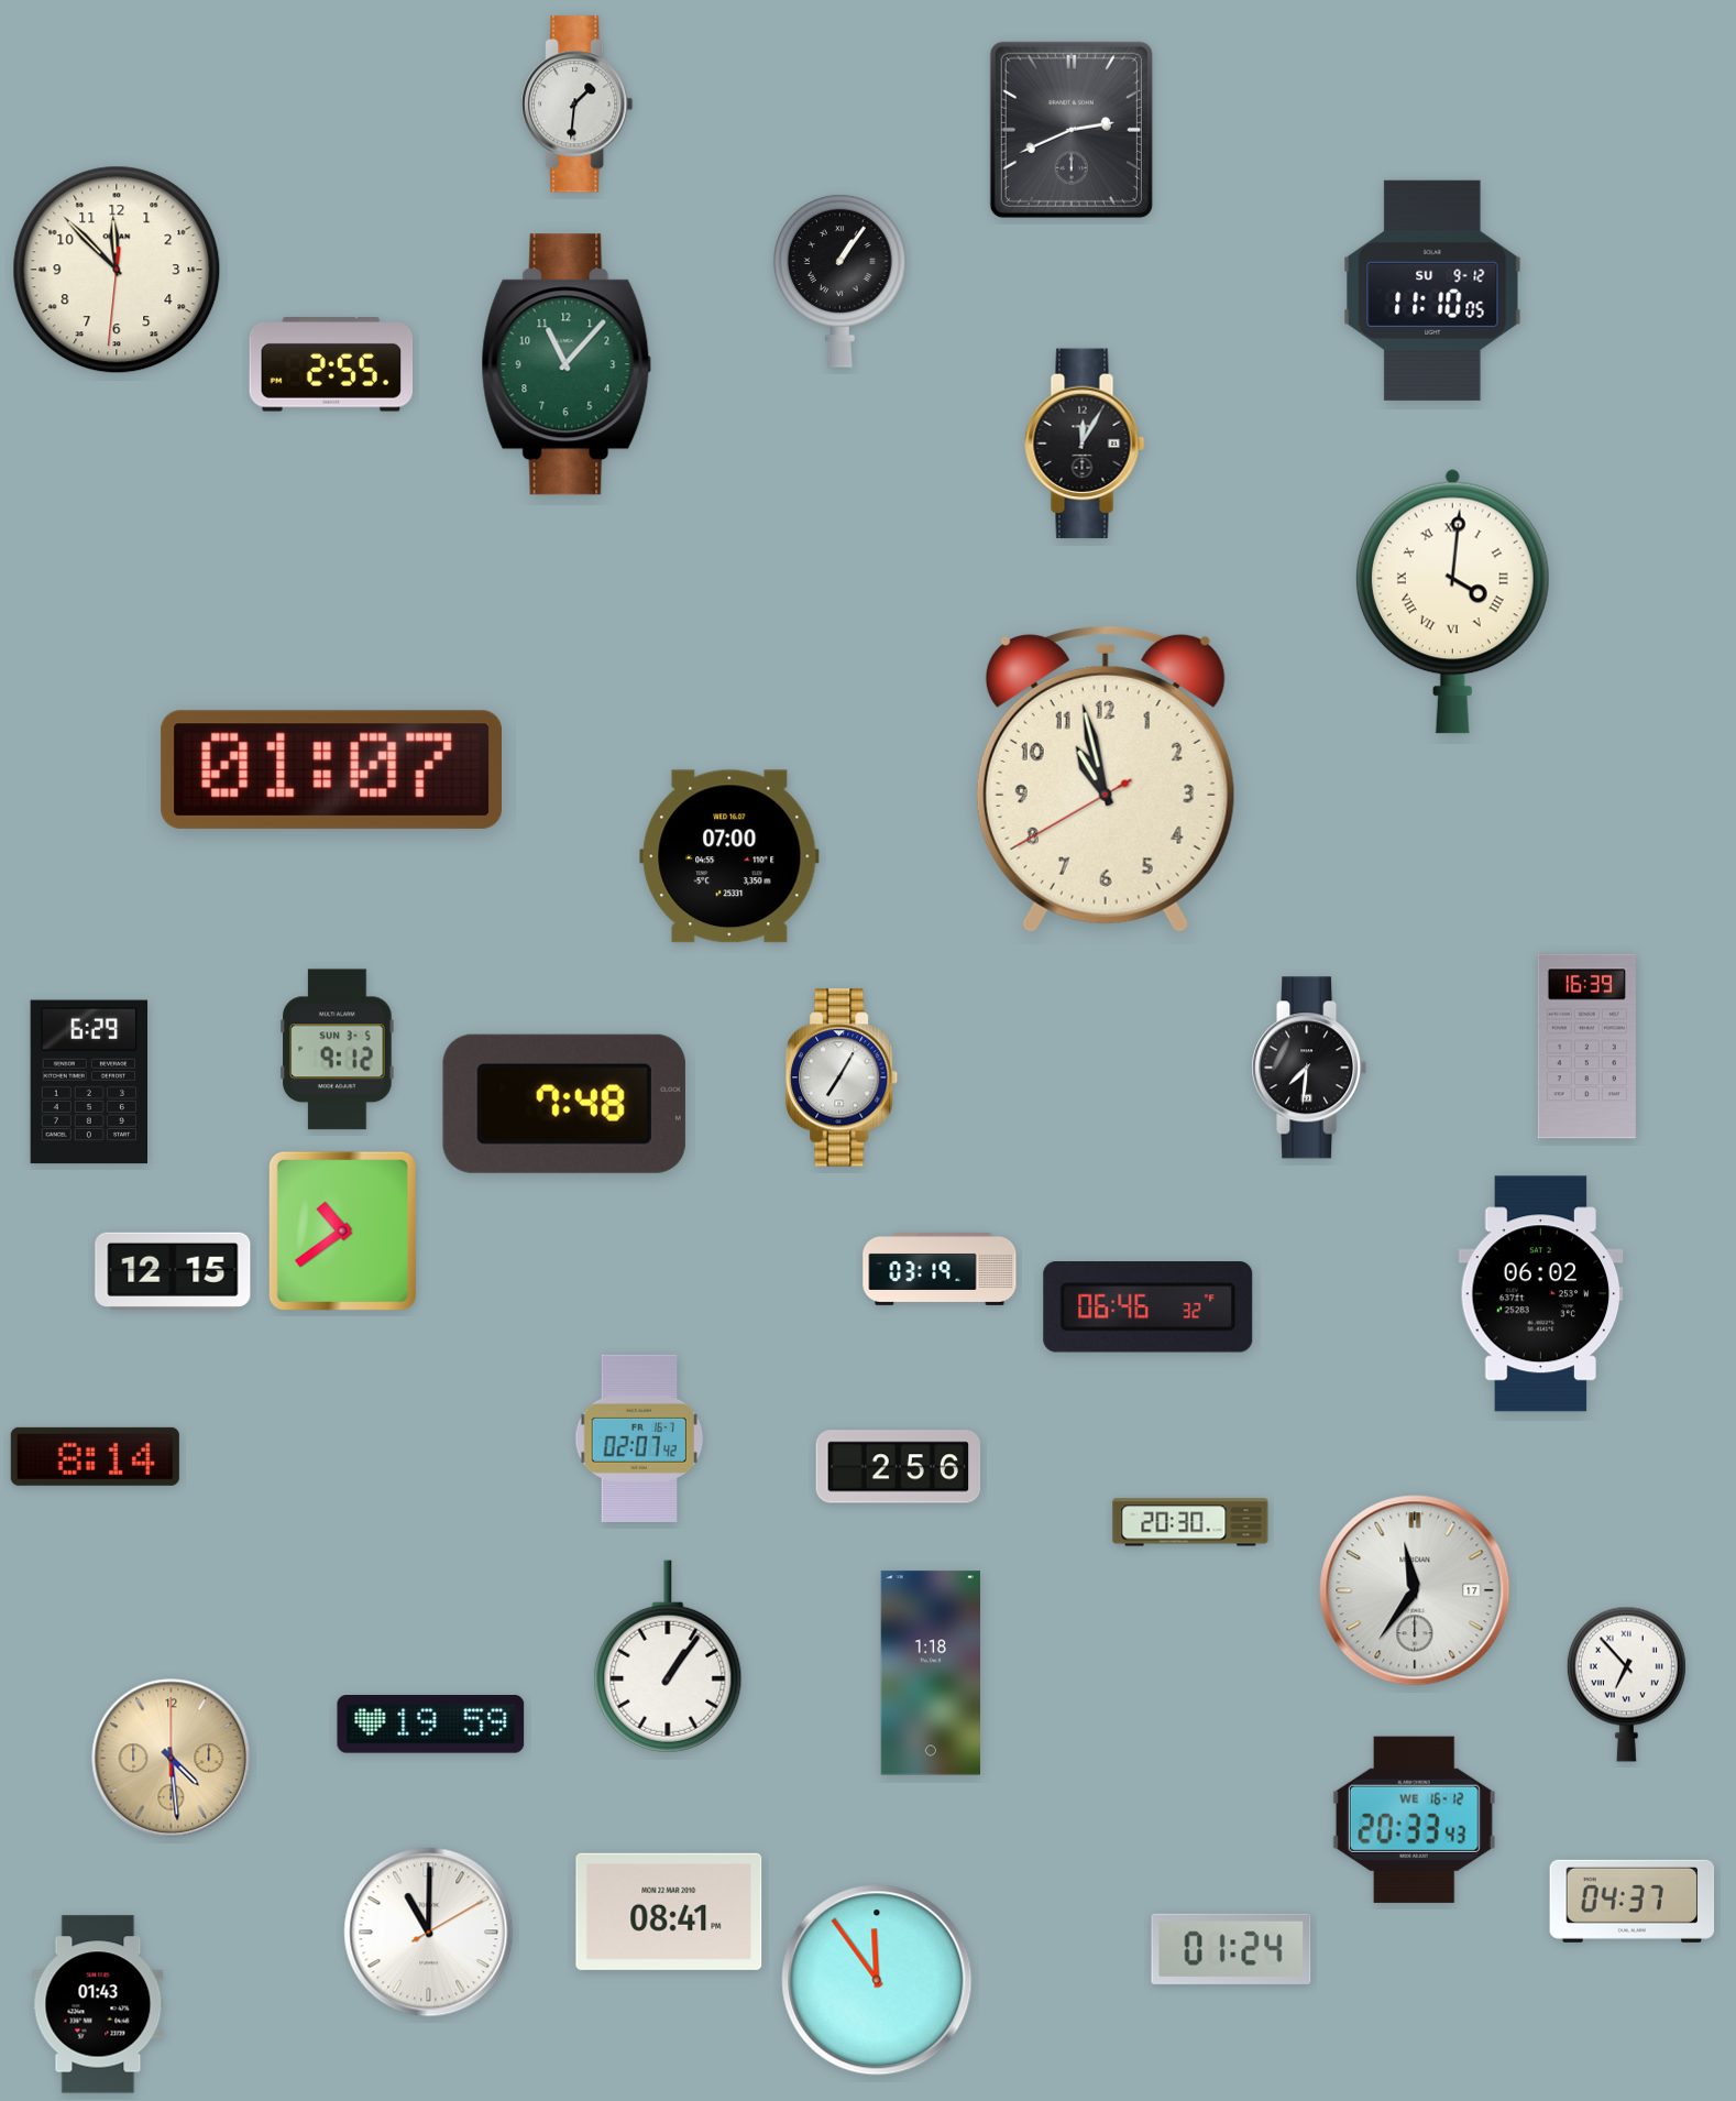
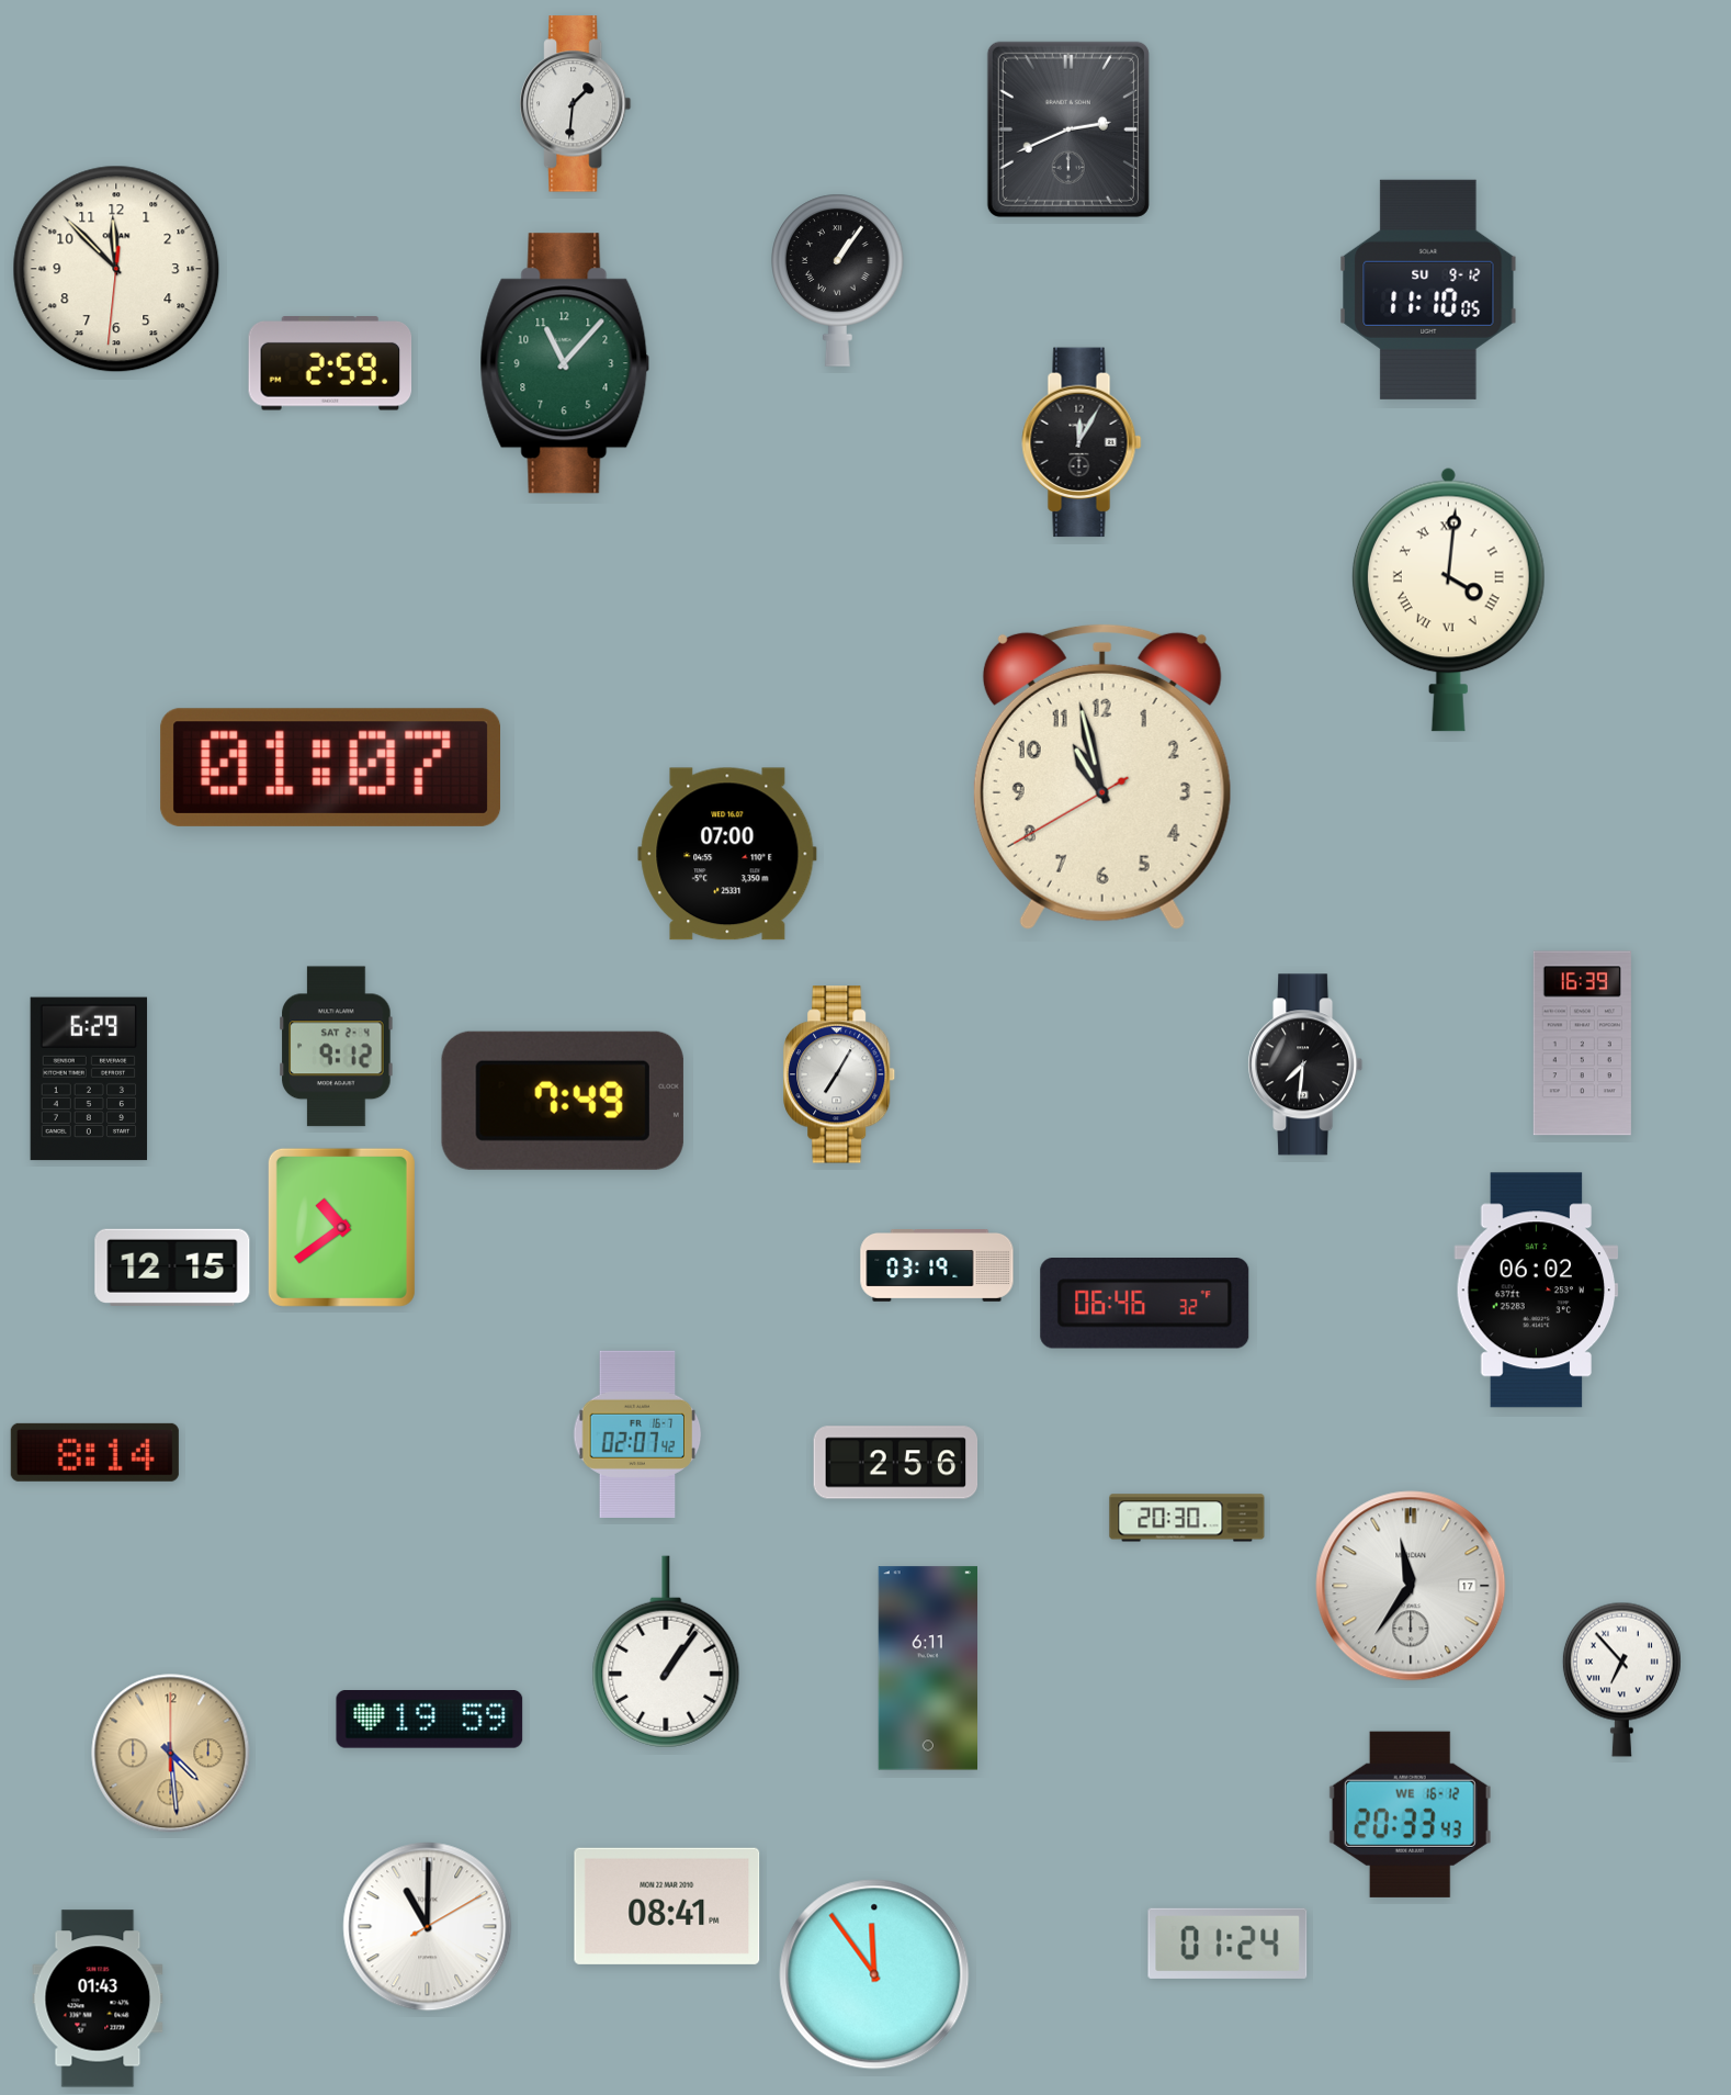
clock at (331, 364): 2:55 -> 2:59
clock at (338, 1050) date: SUN 3-5 -> SAT 2-4
clock at (564, 1104): 7:48 -> 7:49
clock at (930, 1673): 1:18 -> 6:11
clock at (1633, 1901): 04:37 -> none
